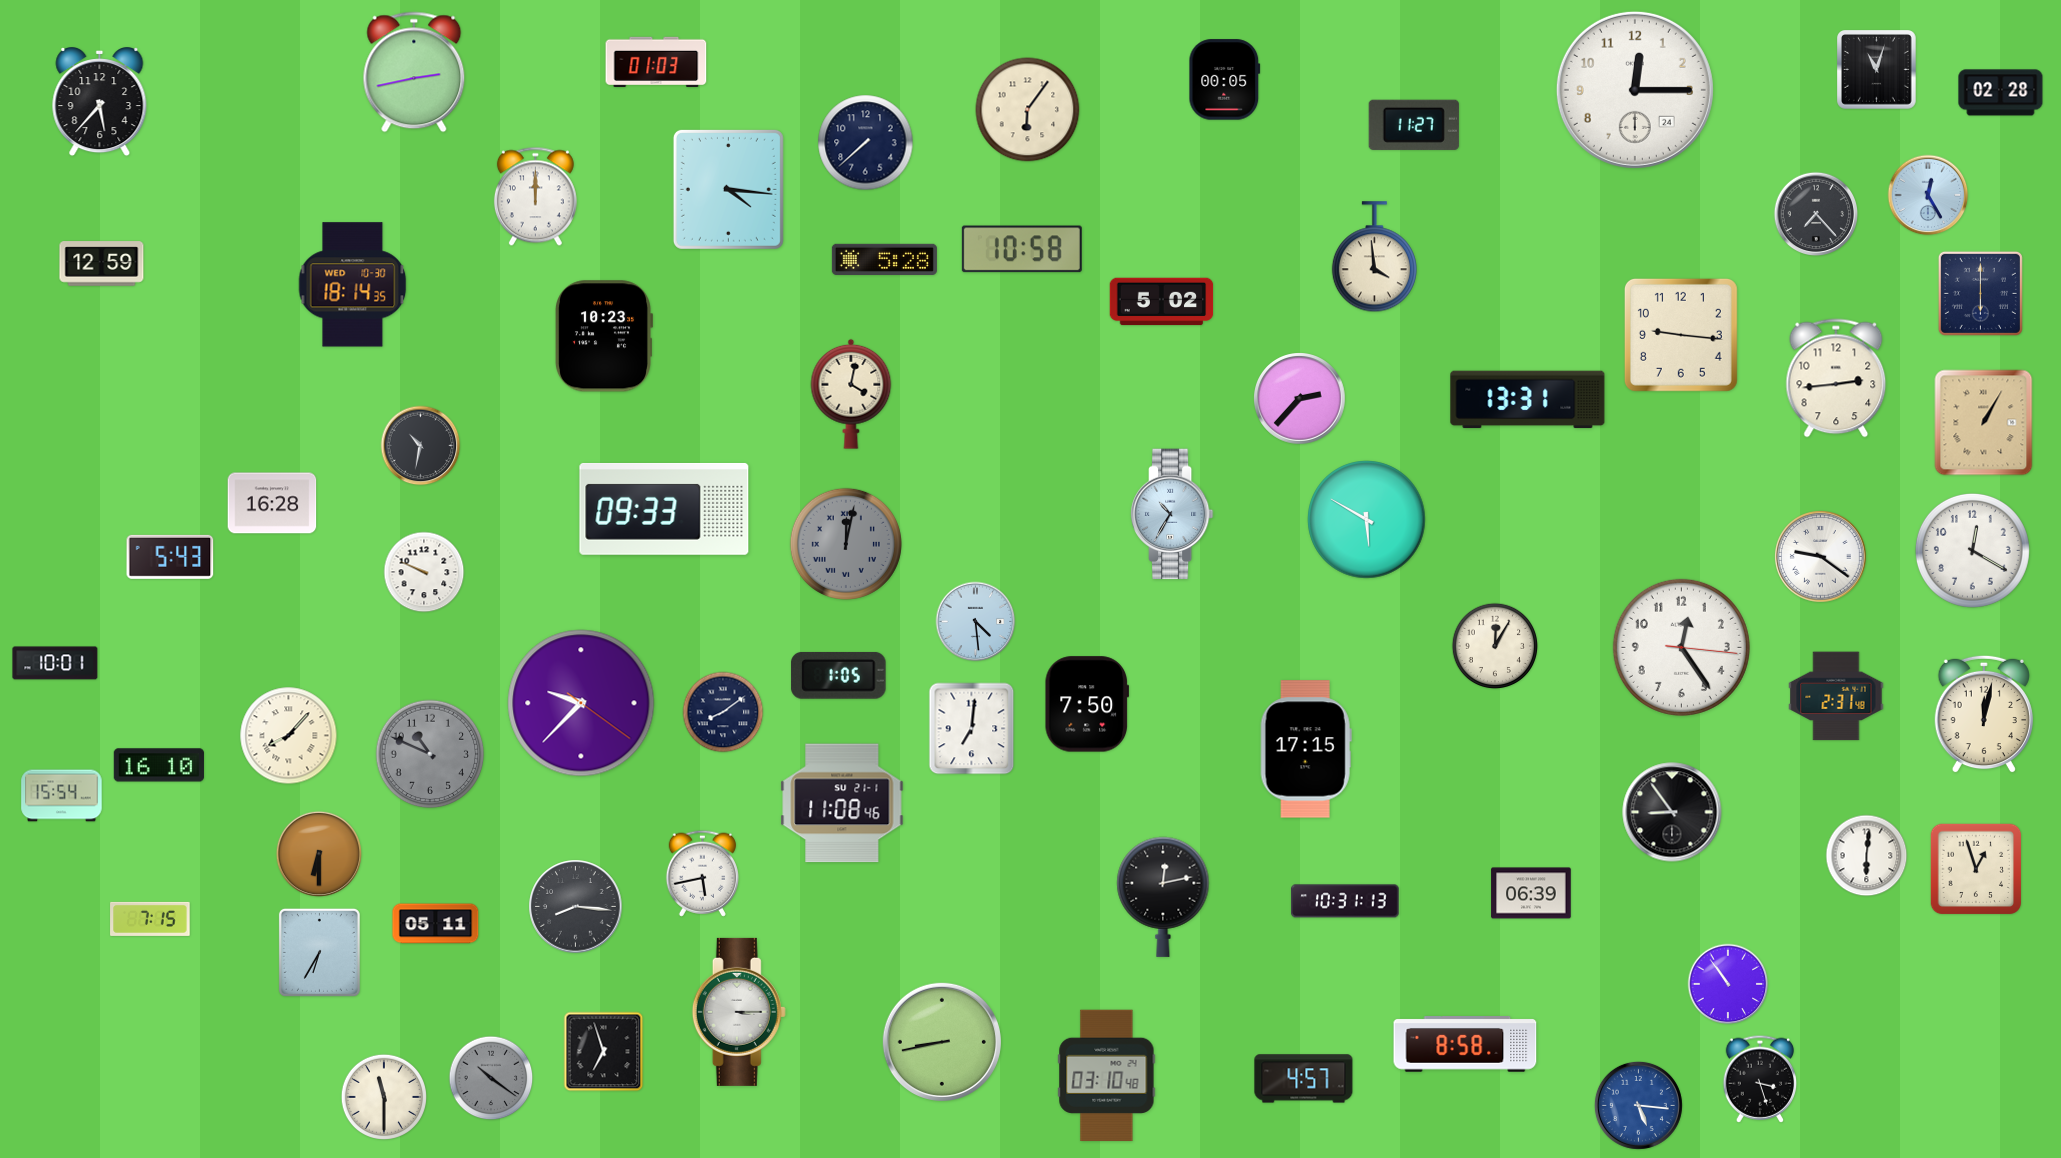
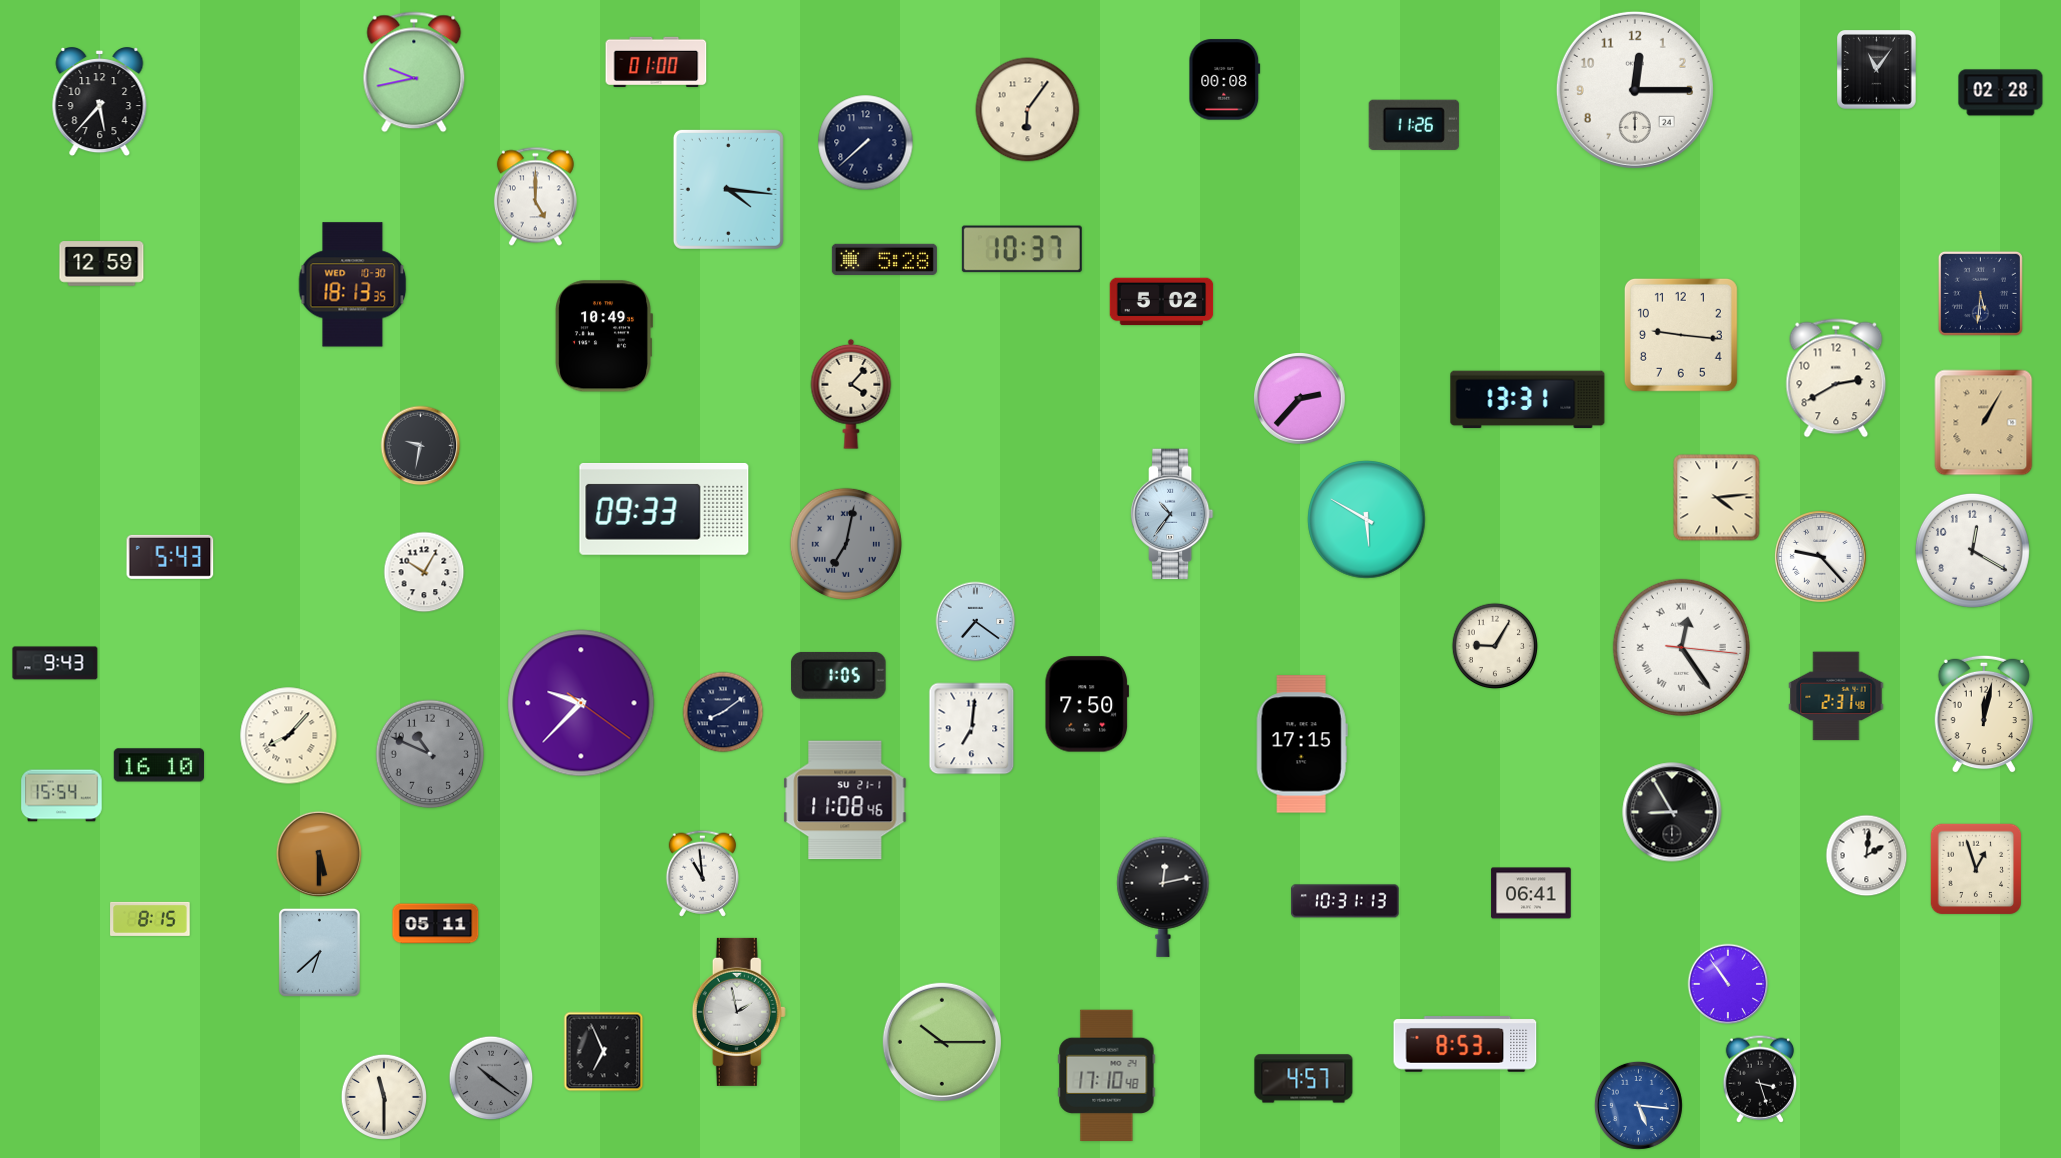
clock at (656, 61): 01:03 -> 01:00
clock at (1877, 70): 11:03 -> 11:06
clock at (414, 72): 2:43 -> 9:43
clock at (1225, 80): 00:05 -> 00:08
clock at (1414, 125): 11:27 -> 11:26
clock at (1928, 195): 12:25 -> none
clock at (535, 197): 12:00 -> 5:00
clock at (1816, 214): 7:23 -> none
clock at (1022, 249): 10:58 -> 10:37
clock at (1374, 257): 3:59 -> none
clock at (353, 285): 18:14 -> 18:13
clock at (1980, 293): 6:00 -> 5:31
clock at (604, 336): 10:23 -> 10:49
clock at (1836, 378): 2:44 -> 2:40
clock at (851, 394): 4:02 -> 4:07
clock at (421, 446): 10:32 -> 9:32
clock at (1717, 498): none -> 4:14
clock at (272, 503): 16:28 -> none
clock at (1172, 514): 10:35 -> 10:36
clock at (846, 544): 12:02 -> 7:02
clock at (1821, 557): 9:21 -> 9:23
clock at (424, 572): 9:49 -> 10:05
clock at (976, 622): 4:29 -> 7:21
clock at (1494, 645): 12:05 -> 9:05
clock at (1681, 647) numerals: Arabic -> Roman
clock at (55, 663): 10:01 -> 9:43
clock at (1306, 749) position: (1306, 749) -> (1302, 744)
clock at (842, 803) position: (842, 803) -> (845, 800)
clock at (1672, 812): 8:54 -> 8:55
clock at (319, 854): 6:30 -> 5:30
clock at (1867, 856): 6:01 -> 2:01
clock at (702, 873): 5:43 -> 10:59
clock at (1531, 893): 06:39 -> 06:41
clock at (576, 907): 8:16 -> none
clock at (150, 919): 7:15 -> 8:15
clock at (319, 952): 6:35 -> 6:38
clock at (739, 1012): 3:15 -> 1:58
clock at (942, 1042): 8:43 -> 10:15
clock at (1465, 1044): 8:58 -> 8:53
clock at (604, 1052): 6:57 -> 6:56
clock at (1107, 1076): 03:10 -> 17:10
